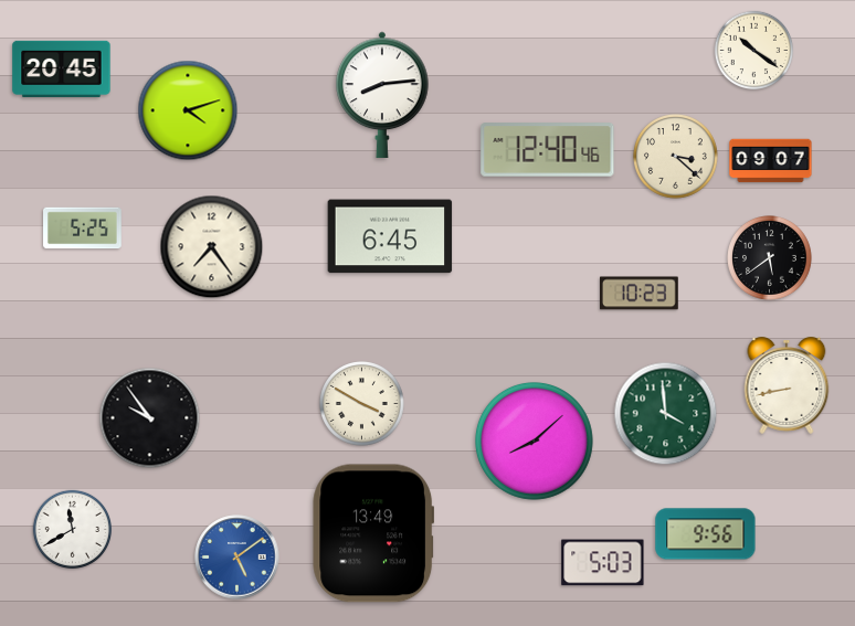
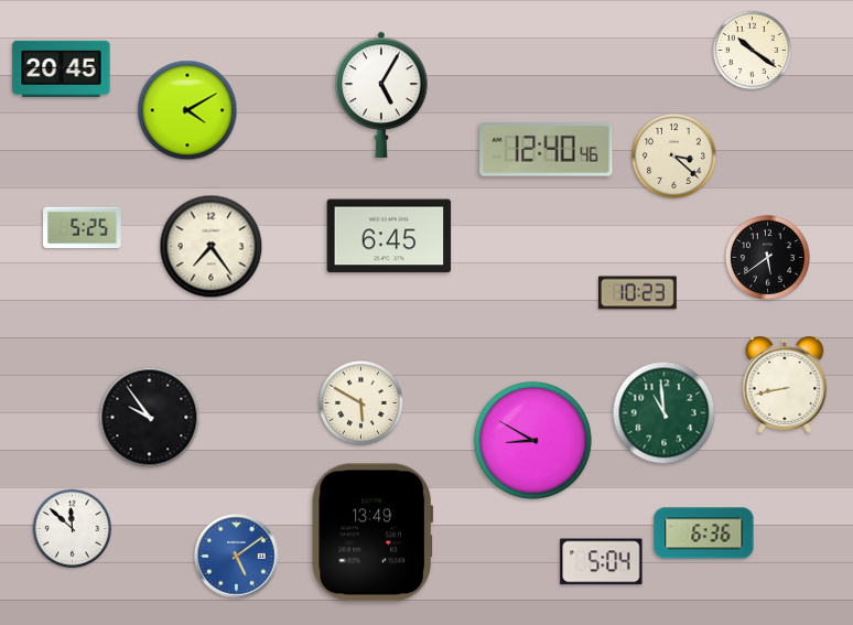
clock at (382, 95): 8:14 -> 5:05
clock at (188, 110): 4:12 -> 4:10
clock at (771, 161): 09:07 -> none
clock at (362, 404): 3:50 -> 5:50
clock at (666, 414): 3:59 -> 10:59
clock at (534, 441): 8:08 -> 8:50
clock at (73, 530): 11:40 -> 11:52
clock at (706, 534): 9:56 -> 6:36
clock at (603, 563): 5:03 -> 5:04
